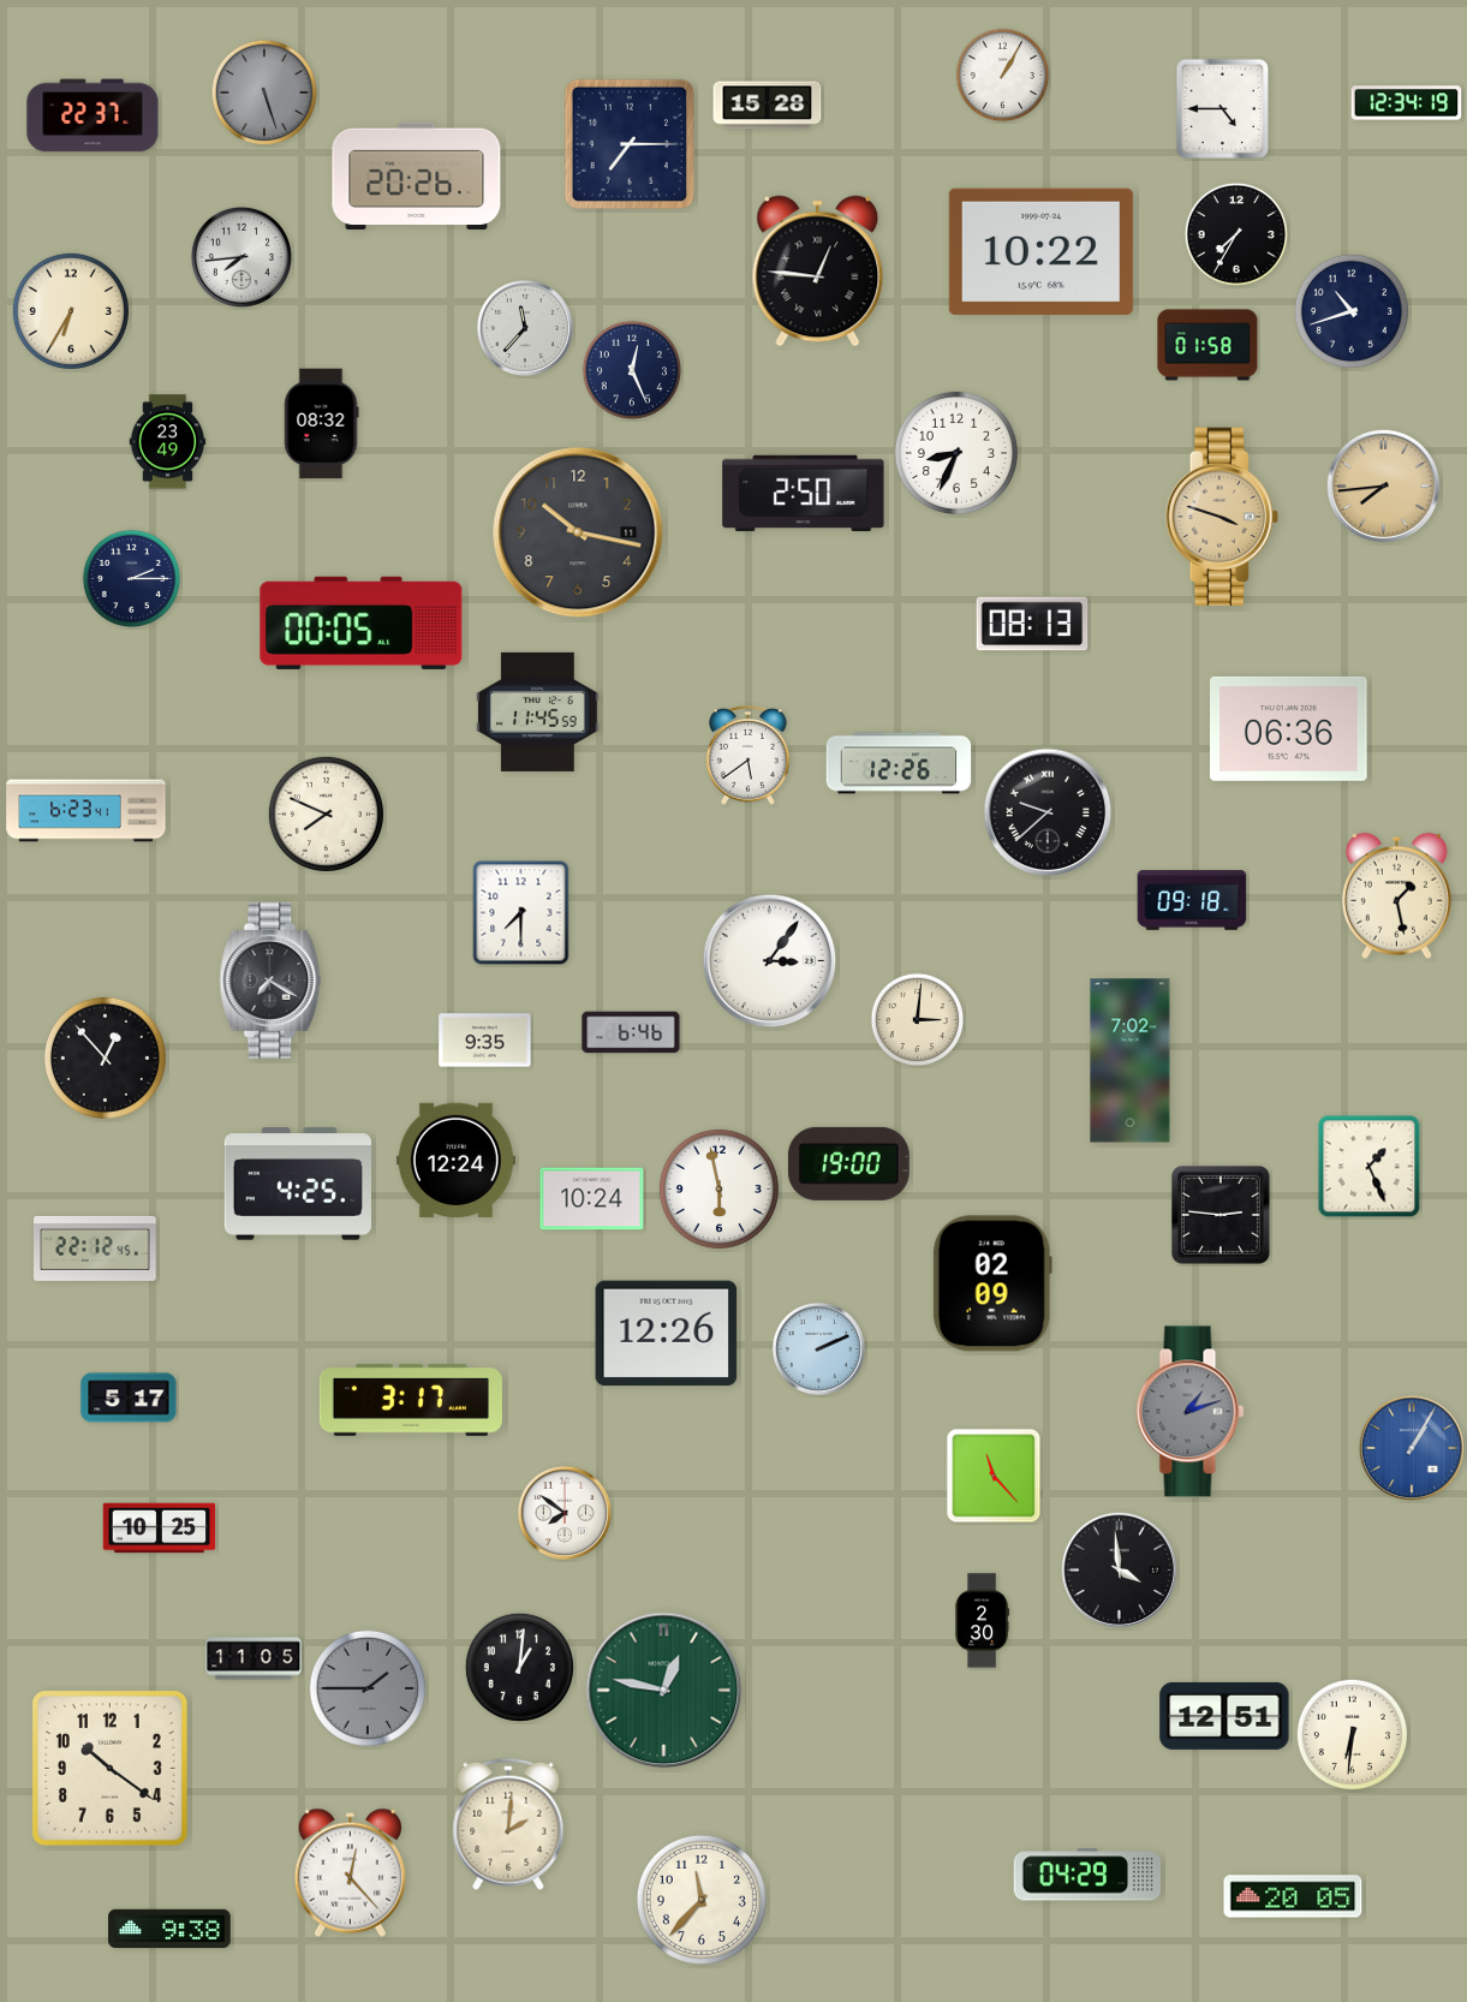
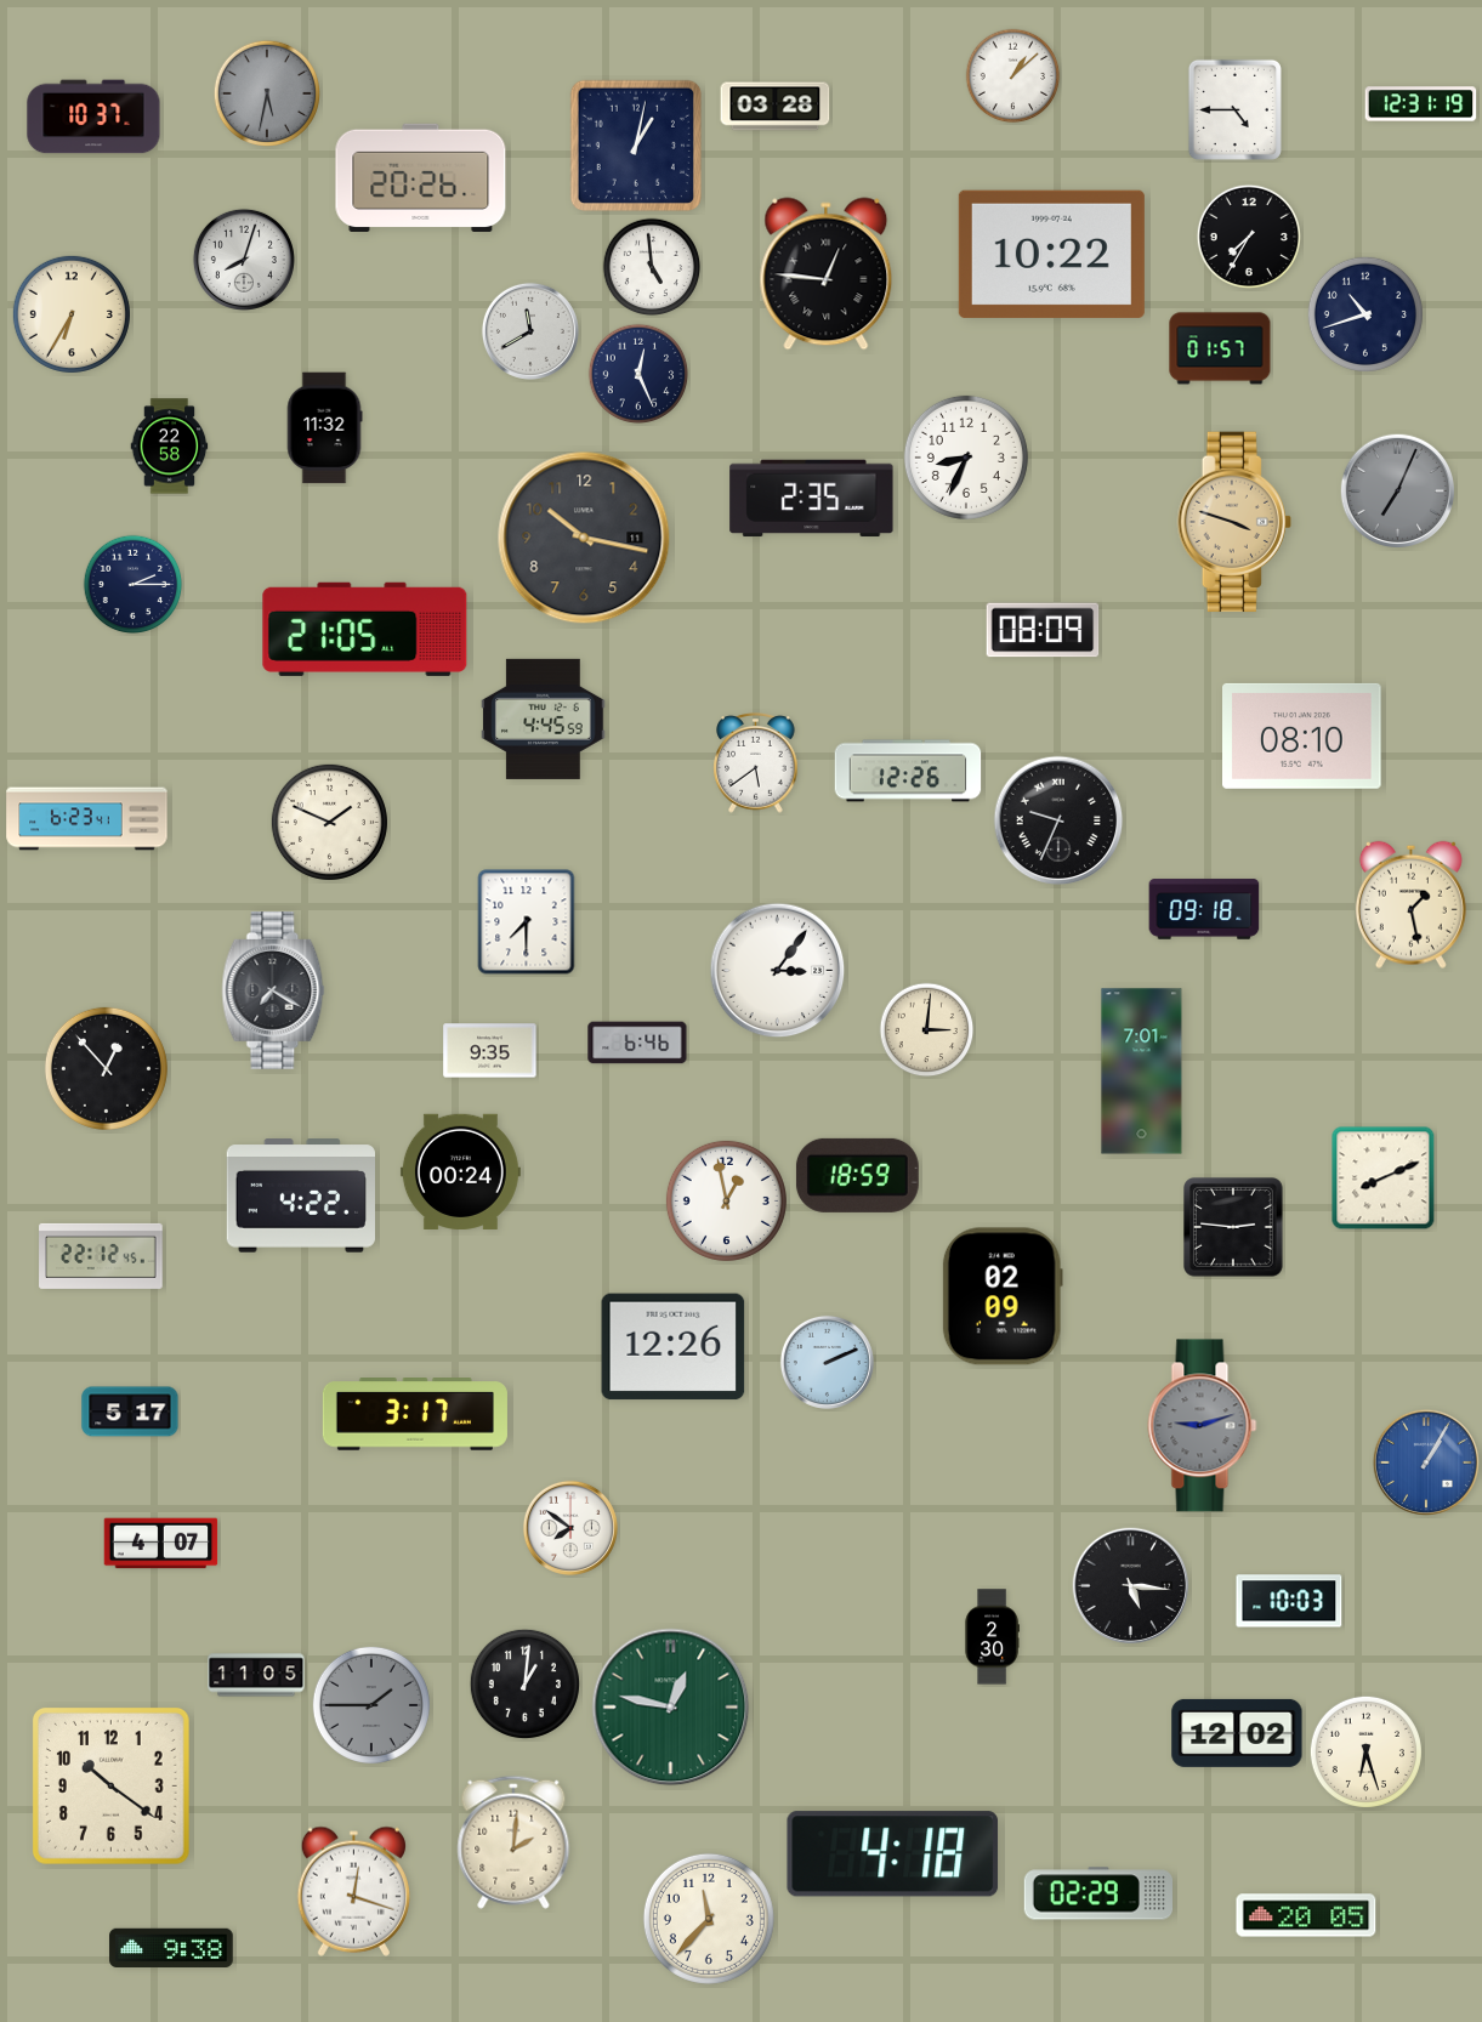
clock at (1003, 76): 1:05 -> 1:08
clock at (263, 91): 5:27 -> 5:32
clock at (1407, 103): 12:34 -> 12:31
clock at (768, 106): 15:28 -> 03:28
clock at (93, 115): 22:37 -> 10:37
clock at (628, 143): 7:15 -> 1:02
clock at (241, 257): 7:44 -> 8:03
clock at (652, 267): none -> 4:59
clock at (525, 328): 11:37 -> 11:40
clock at (1207, 345): 01:58 -> 01:57
clock at (321, 424): 08:32 -> 11:32
clock at (168, 442): 23:49 -> 22:58
clock at (1383, 485): 7:44 -> 7:04
clock at (1383, 485) dial: champagne -> grey
clock at (804, 494): 2:50 -> 2:35
clock at (362, 622): 00:05 -> 21:05
clock at (1032, 624): 08:13 -> 08:09
clock at (538, 711): 11:45 -> 4:45
clock at (1289, 728): 06:36 -> 08:10
clock at (1048, 812): 9:38 -> 9:34
clock at (326, 814): 7:49 -> 1:49
clock at (1131, 1061): 7:02 -> 7:01
clock at (455, 1160): 12:24 -> 00:24
clock at (848, 1163): 19:00 -> 18:59
clock at (1370, 1167): 1:26 -> 8:11
clock at (297, 1184): 4:25 -> 4:22
clock at (718, 1188): 5:58 -> 12:58
clock at (592, 1199): 10:24 -> none
clock at (95, 1249) position: (95, 1249) -> (101, 1256)
clock at (1191, 1412): 1:12 -> 9:12
clock at (994, 1476): 11:23 -> none
clock at (160, 1529): 10:25 -> 4:07
clock at (1120, 1571): 3:59 -> 5:16
clock at (1289, 1601): none -> 10:03
clock at (1224, 1716): 12:51 -> 12:02
clock at (1352, 1734): 6:31 -> 6:27
clock at (893, 1855): none -> 4:18
clock at (350, 1872): 12:23 -> 12:18
clock at (1086, 1875): 04:29 -> 02:29
